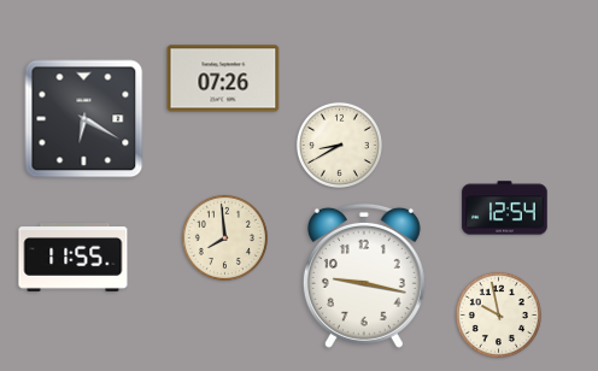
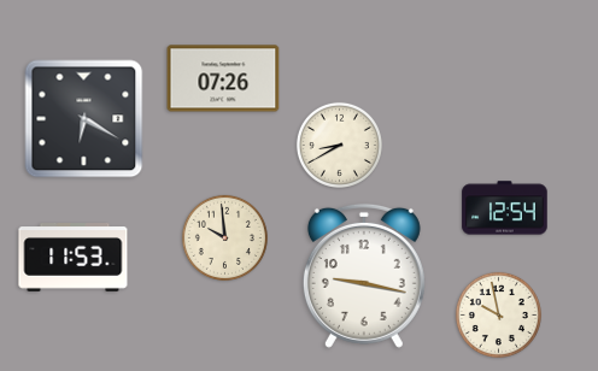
clock at (224, 237): 7:59 -> 9:59
clock at (74, 258): 11:55 -> 11:53
